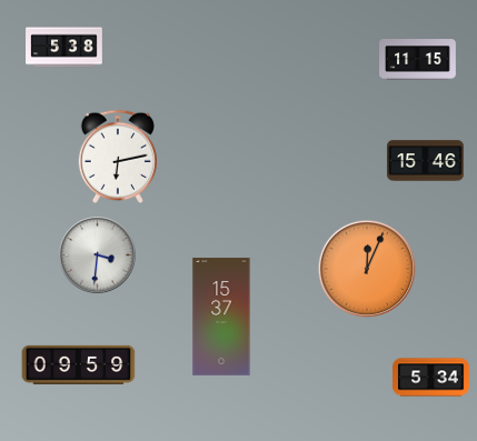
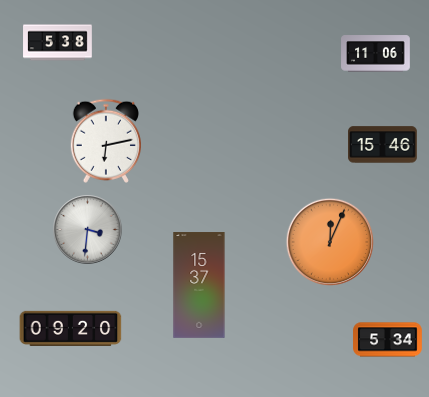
clock at (418, 60): 11:15 -> 11:06
clock at (79, 364): 09:59 -> 09:20
